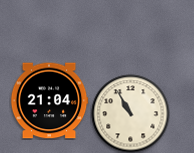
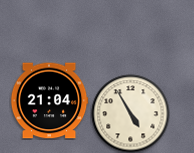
clock at (130, 113): 10:55 -> 4:55
